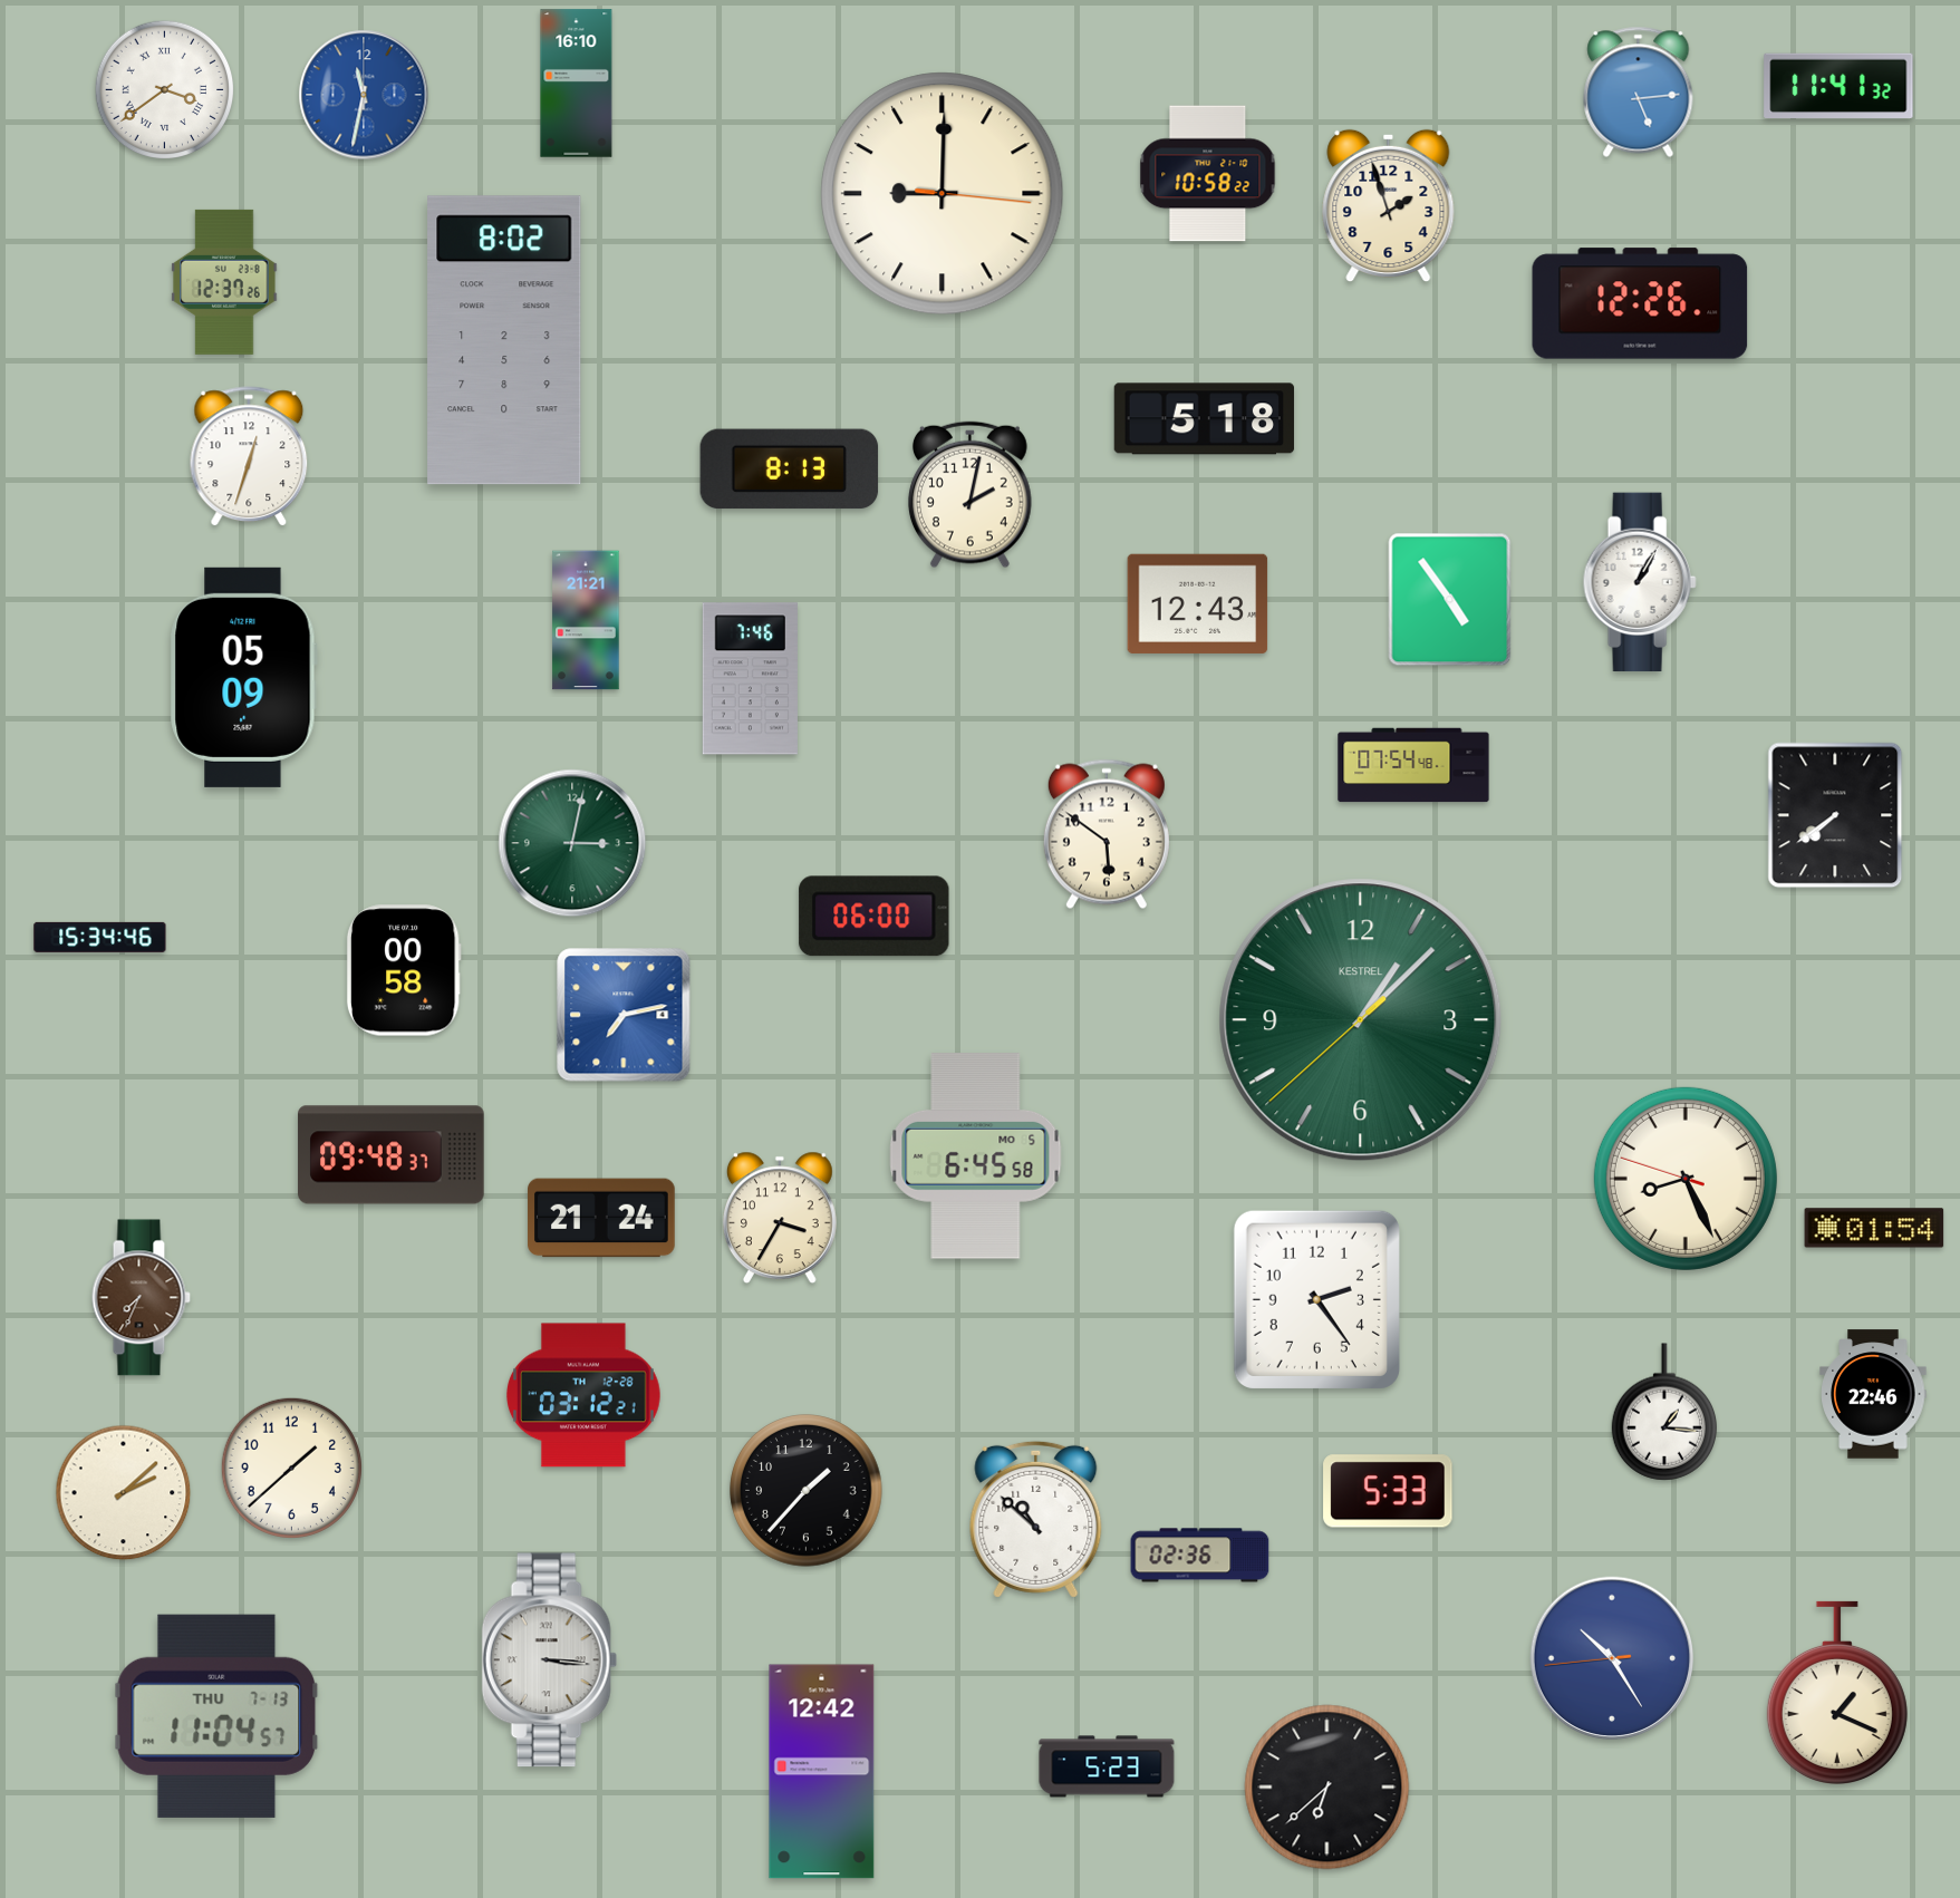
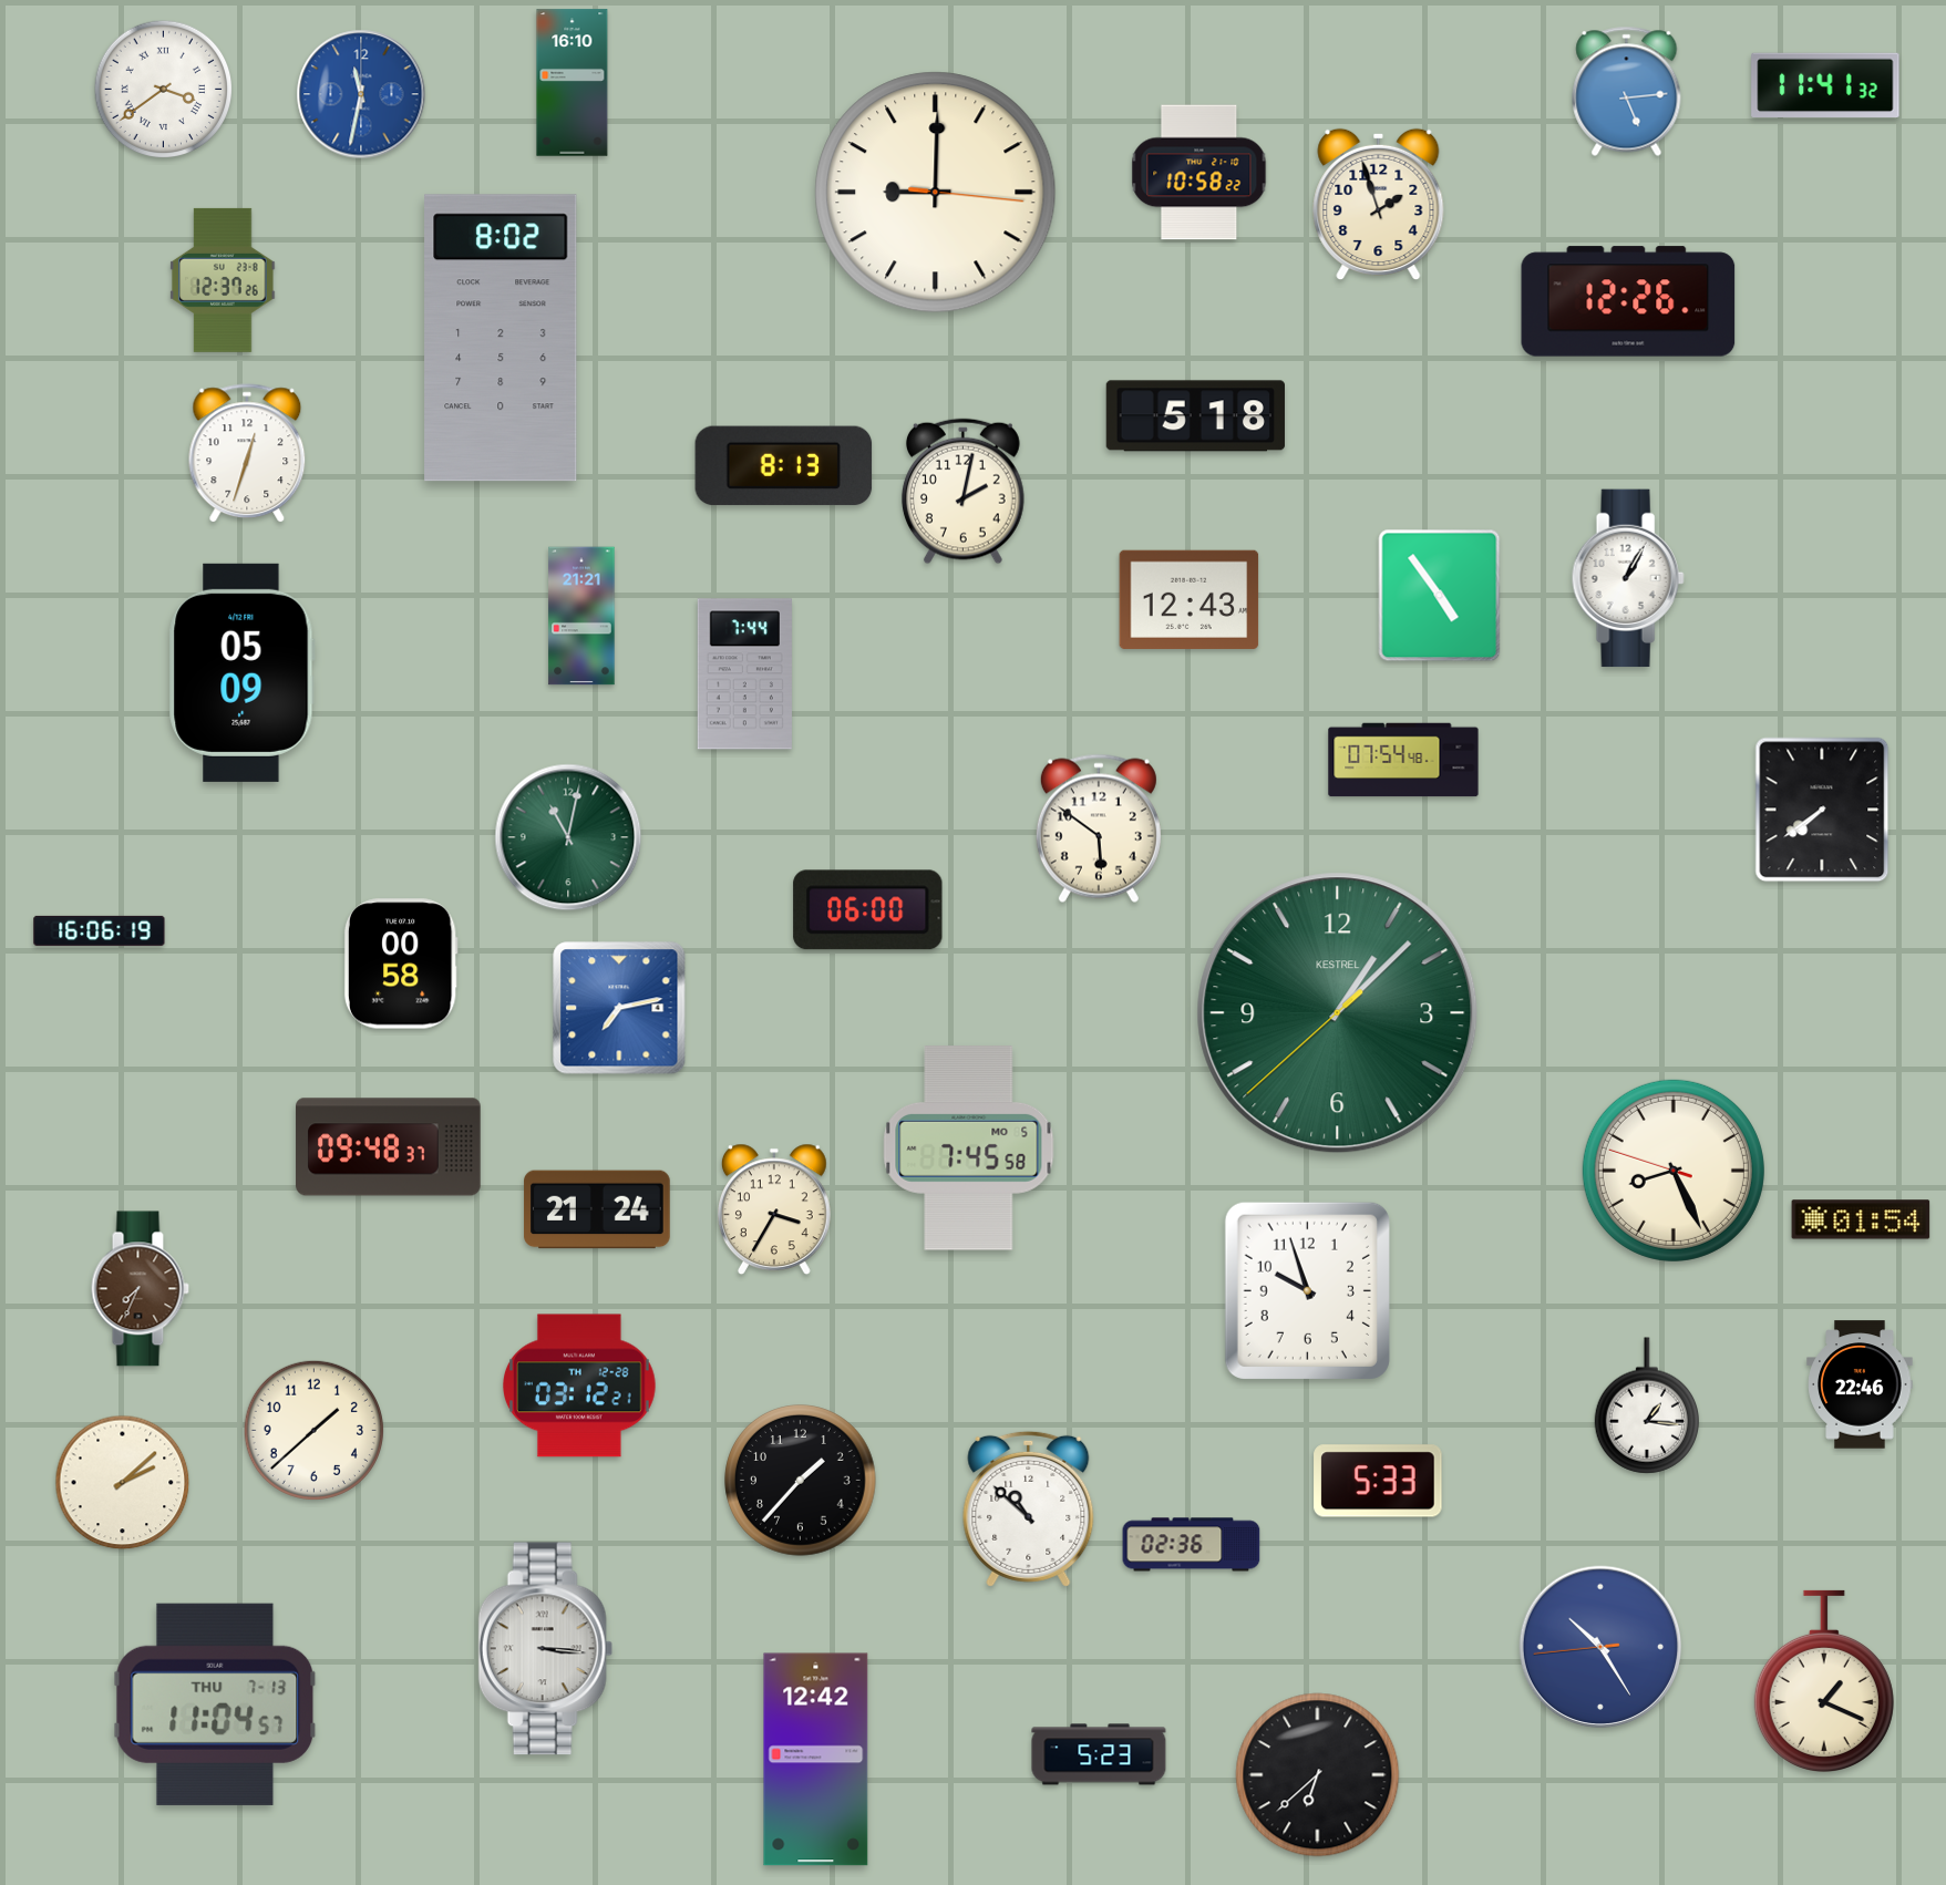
clock at (750, 679): 7:46 -> 7:44
clock at (572, 843): 3:02 -> 11:02
clock at (100, 937): 15:34 -> 16:06
clock at (1361, 1020) position: (1361, 1020) -> (1338, 1013)
clock at (976, 1156): 6:45 -> 7:45
clock at (1316, 1299): 2:24 -> 9:57
clock at (1663, 1412) position: (1663, 1412) -> (1646, 1405)
clock at (291, 1468) position: (291, 1468) -> (313, 1430)
